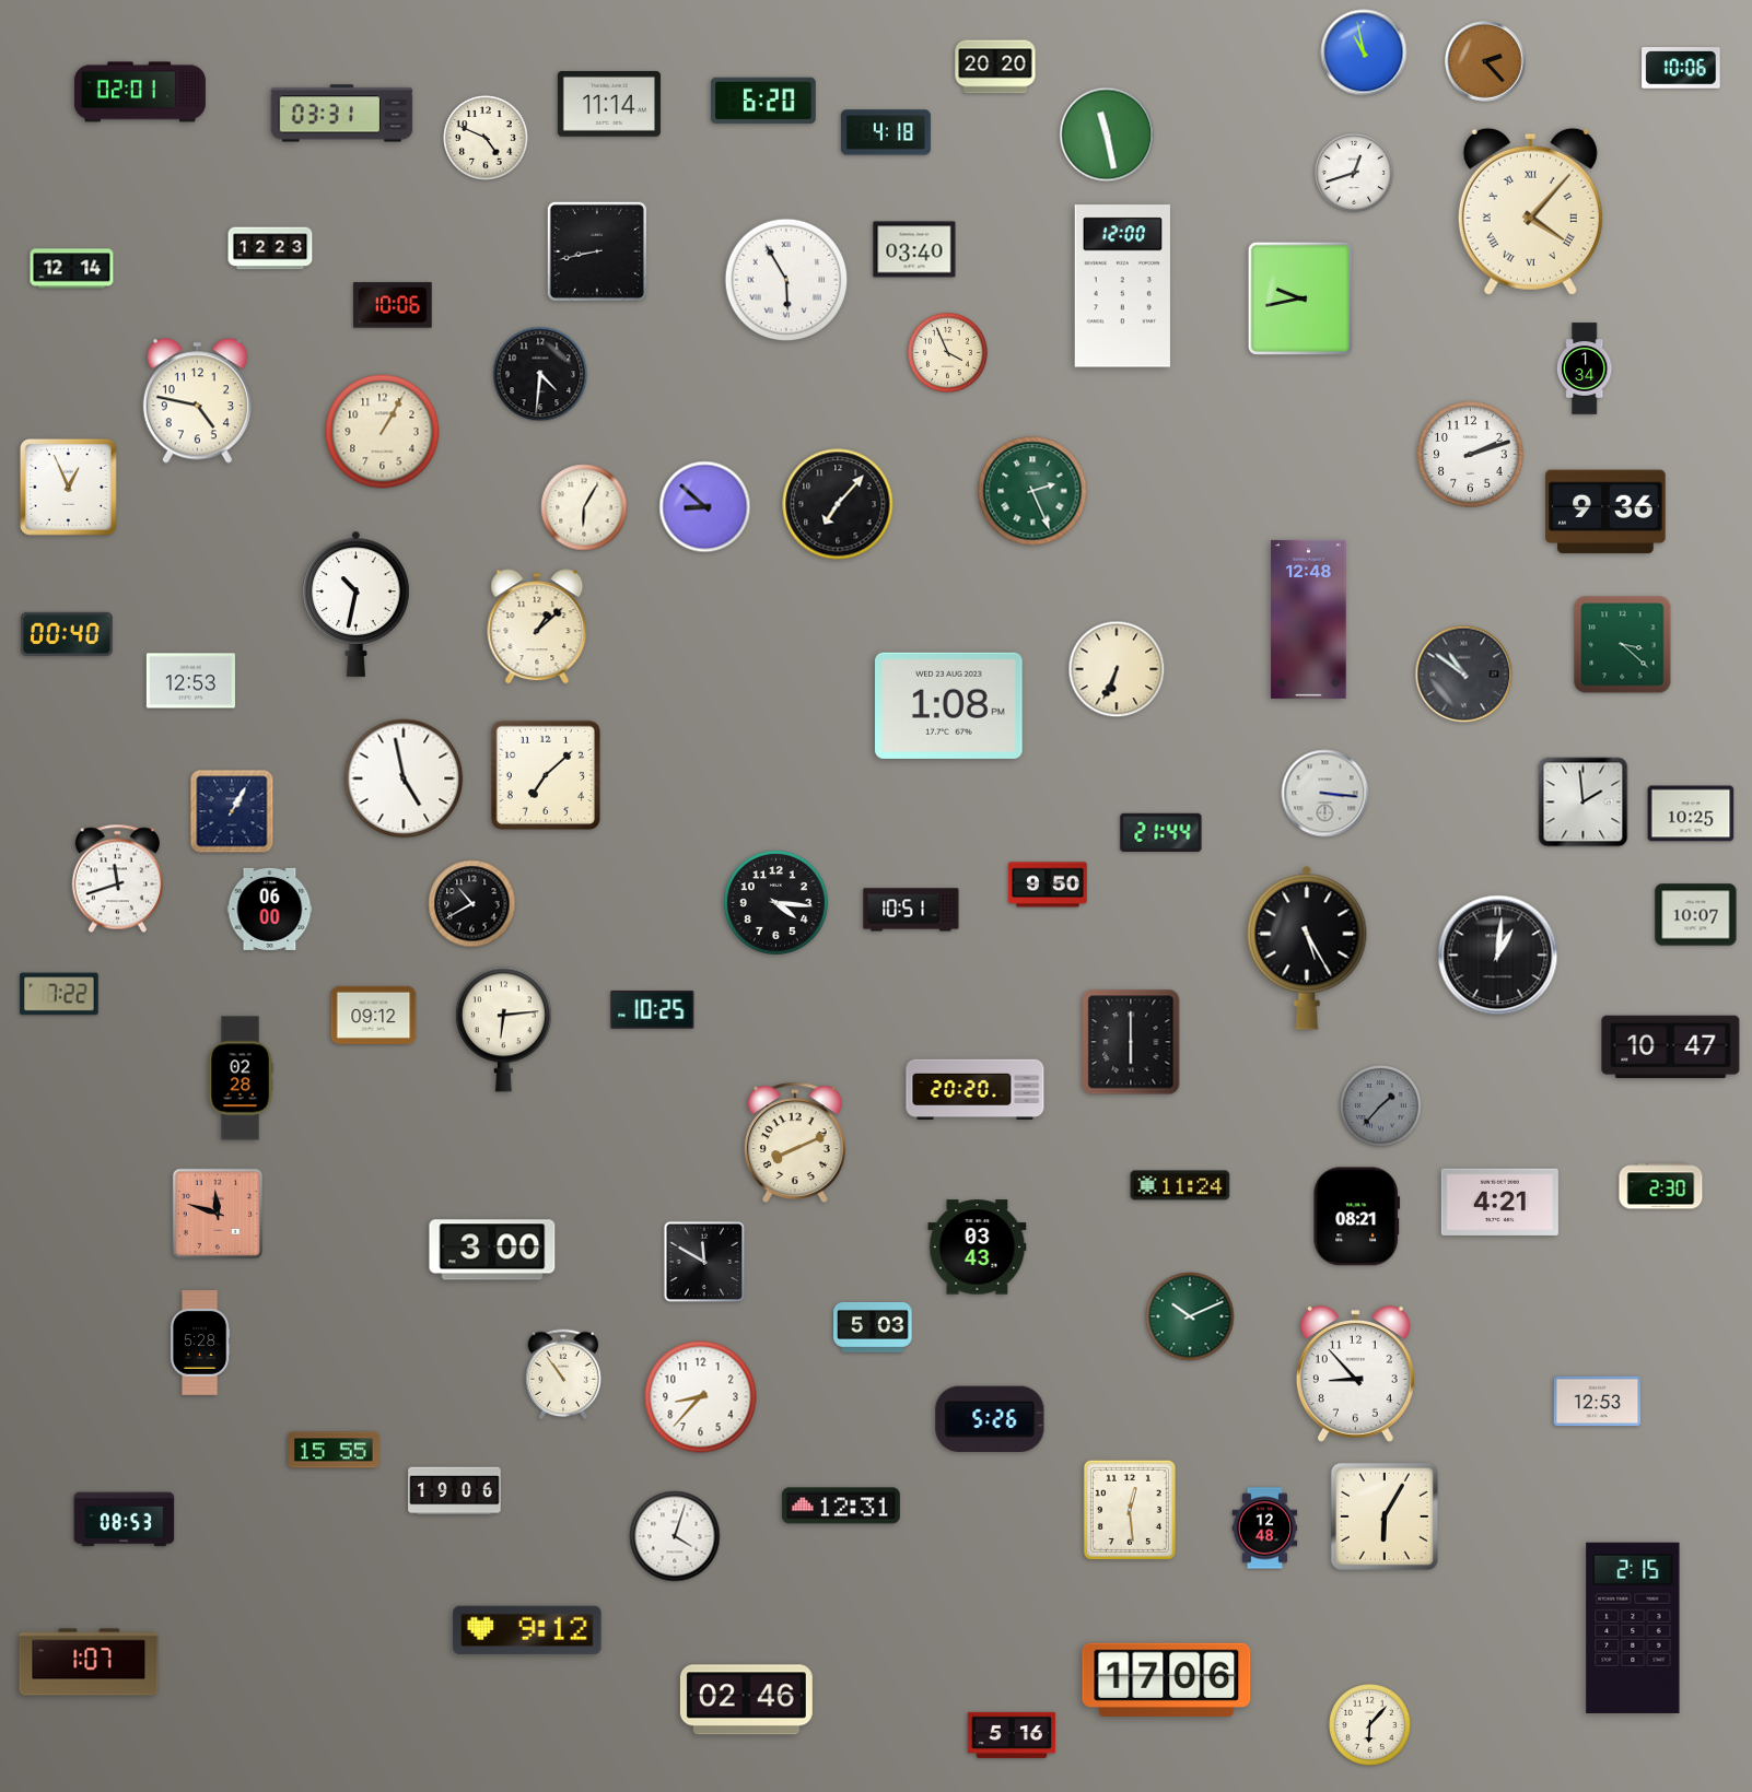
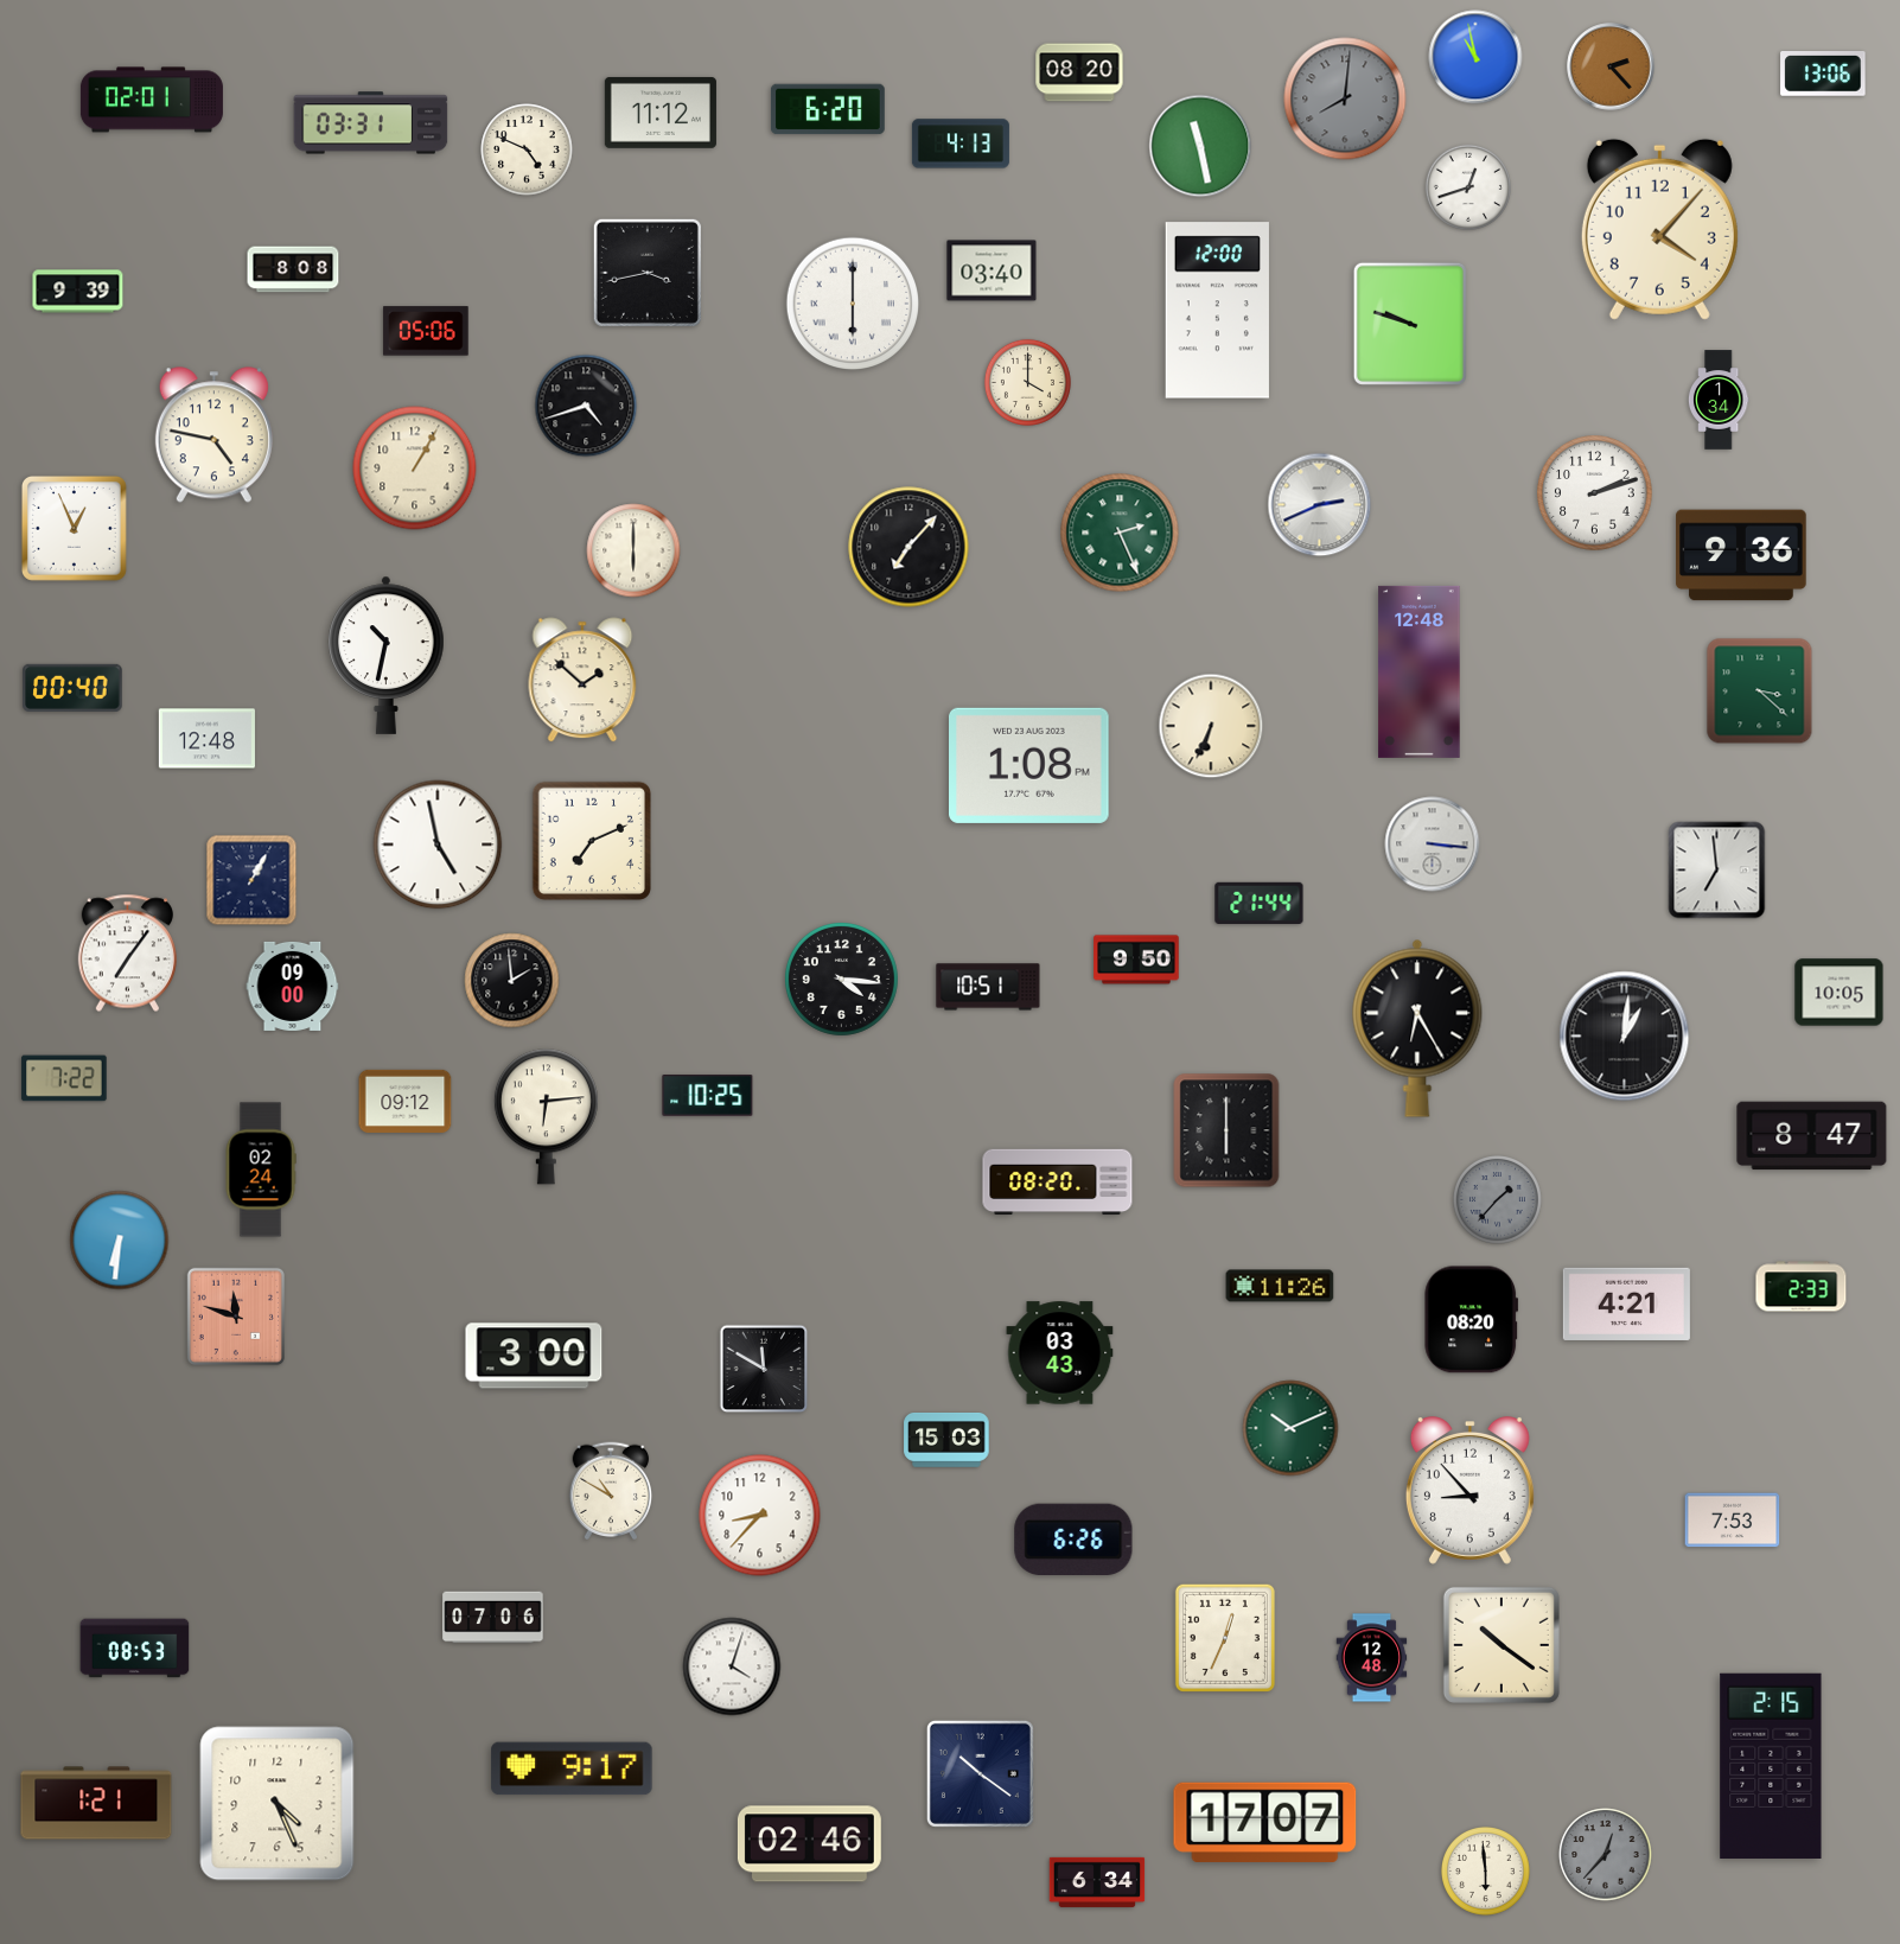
clock at (1364, 52) position: (1364, 52) -> (1475, 57)
clock at (995, 67): 20:20 -> 08:20
clock at (1681, 69): 10:06 -> 13:06
clock at (1345, 98): none -> 8:01
clock at (609, 104): 11:14 -> 11:12
clock at (886, 132): 4:18 -> 4:13
clock at (1530, 211) numerals: Roman -> Arabic
clock at (270, 248): 12:23 -> 8:08
clock at (597, 251): 8:43 -> 3:43
clock at (72, 269): 12:14 -> 9:39
clock at (786, 280): 5:55 -> 6:00
clock at (1300, 298): 9:43 -> 9:48
clock at (393, 305): 10:06 -> 05:06
clock at (947, 352): 3:56 -> 4:00
clock at (540, 374): 4:31 -> 4:42
clock at (1320, 505): none -> 2:41
clock at (584, 507): 6:05 -> 6:00
clock at (705, 507): 8:52 -> none
clock at (537, 626): 1:08 -> 1:52
clock at (1623, 645) position: (1623, 645) -> (1760, 691)
clock at (1464, 675): 10:51 -> none
clock at (190, 681): 12:53 -> 12:48
clock at (545, 774): 7:08 -> 7:11
clock at (1325, 794) position: (1325, 794) -> (1433, 844)
clock at (1584, 803): 1:59 -> 6:59
clock at (1691, 813): 10:25 -> none
clock at (117, 879): 11:42 -> 7:06
clock at (472, 904): 10:40 -> 1:59
clock at (270, 909): 06:00 -> 09:00
clock at (1696, 915): 10:07 -> 10:05
clock at (1307, 948): 5:25 -> 6:25
clock at (1671, 1047): 10:47 -> 8:47
clock at (241, 1078): 02:28 -> 02:24
clock at (976, 1090): 20:20 -> 08:20
clock at (796, 1143): 8:11 -> none
clock at (120, 1241): none -> 6:31
clock at (1180, 1185): 11:24 -> 11:26
clock at (1661, 1186): 2:30 -> 2:33
clock at (1357, 1217): 08:21 -> 08:20
clock at (873, 1328): 5:03 -> 15:03
clock at (200, 1343): 5:28 -> none
clock at (563, 1374): 10:54 -> 10:50
clock at (1598, 1402): 12:53 -> 7:53
clock at (990, 1418): 5:26 -> 6:26
clock at (334, 1450): 15:55 -> none
clock at (455, 1491): 19:06 -> 07:06
clock at (841, 1506): 12:31 -> none
clock at (1130, 1510): 12:29 -> 12:34
clock at (1385, 1516): 6:05 -> 10:21
clock at (527, 1630): 9:12 -> 9:17
clock at (980, 1773): none -> 10:21
clock at (89, 1662): 1:07 -> 1:21
clock at (278, 1804): none -> 4:26
clock at (1167, 1679): 17:06 -> 17:07
clock at (1606, 1855): none -> 12:37
clock at (1370, 1725): 6:07 -> 5:59
clock at (1012, 1735): 5:16 -> 6:34
